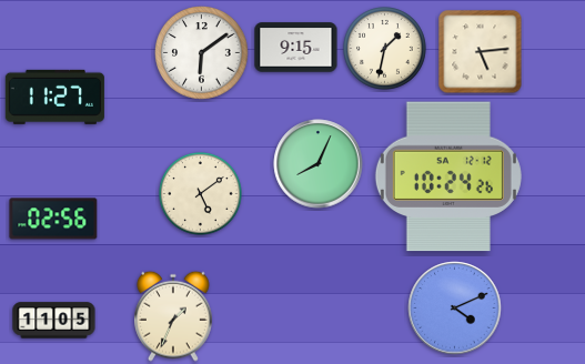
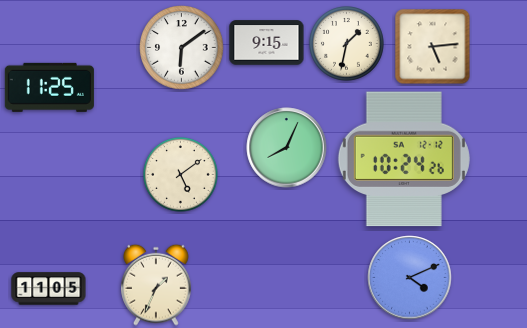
clock at (54, 97): 11:27 -> 11:25
clock at (53, 219): 02:56 -> none
